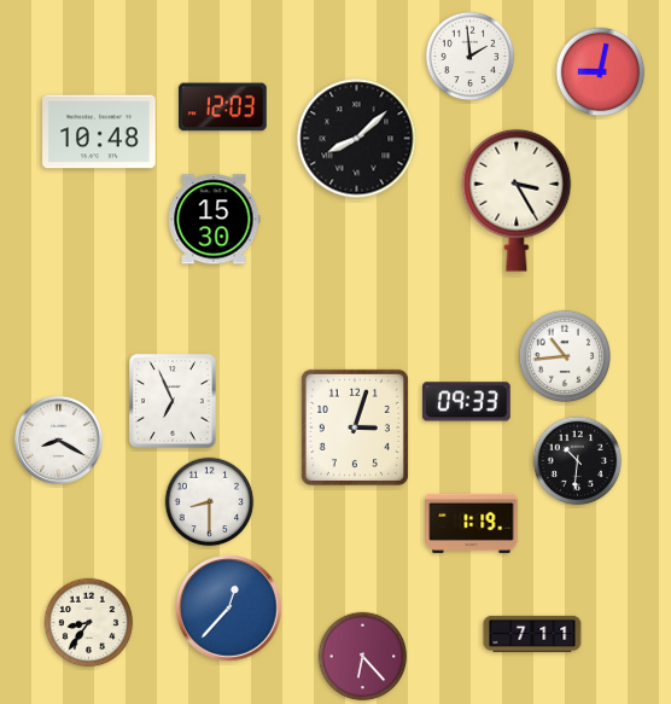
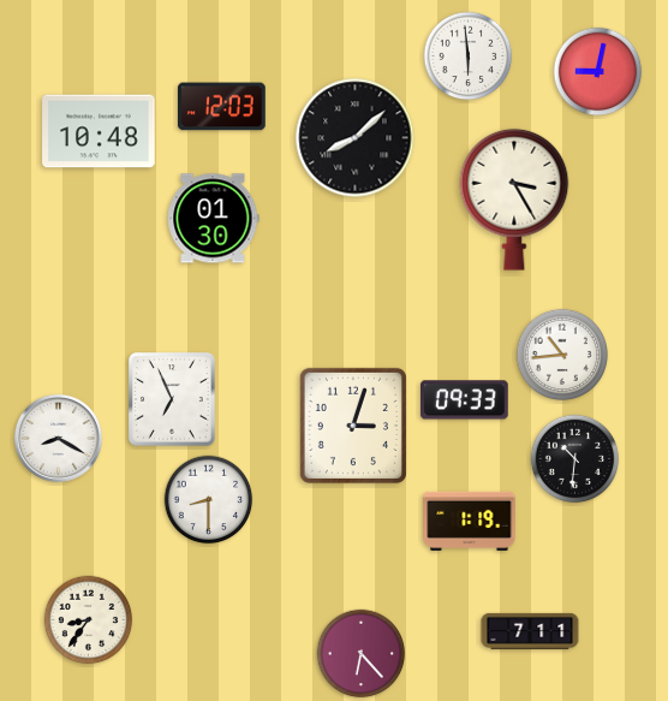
clock at (471, 57): 1:59 -> 5:59
clock at (215, 220): 15:30 -> 01:30
clock at (229, 609): 12:37 -> none
